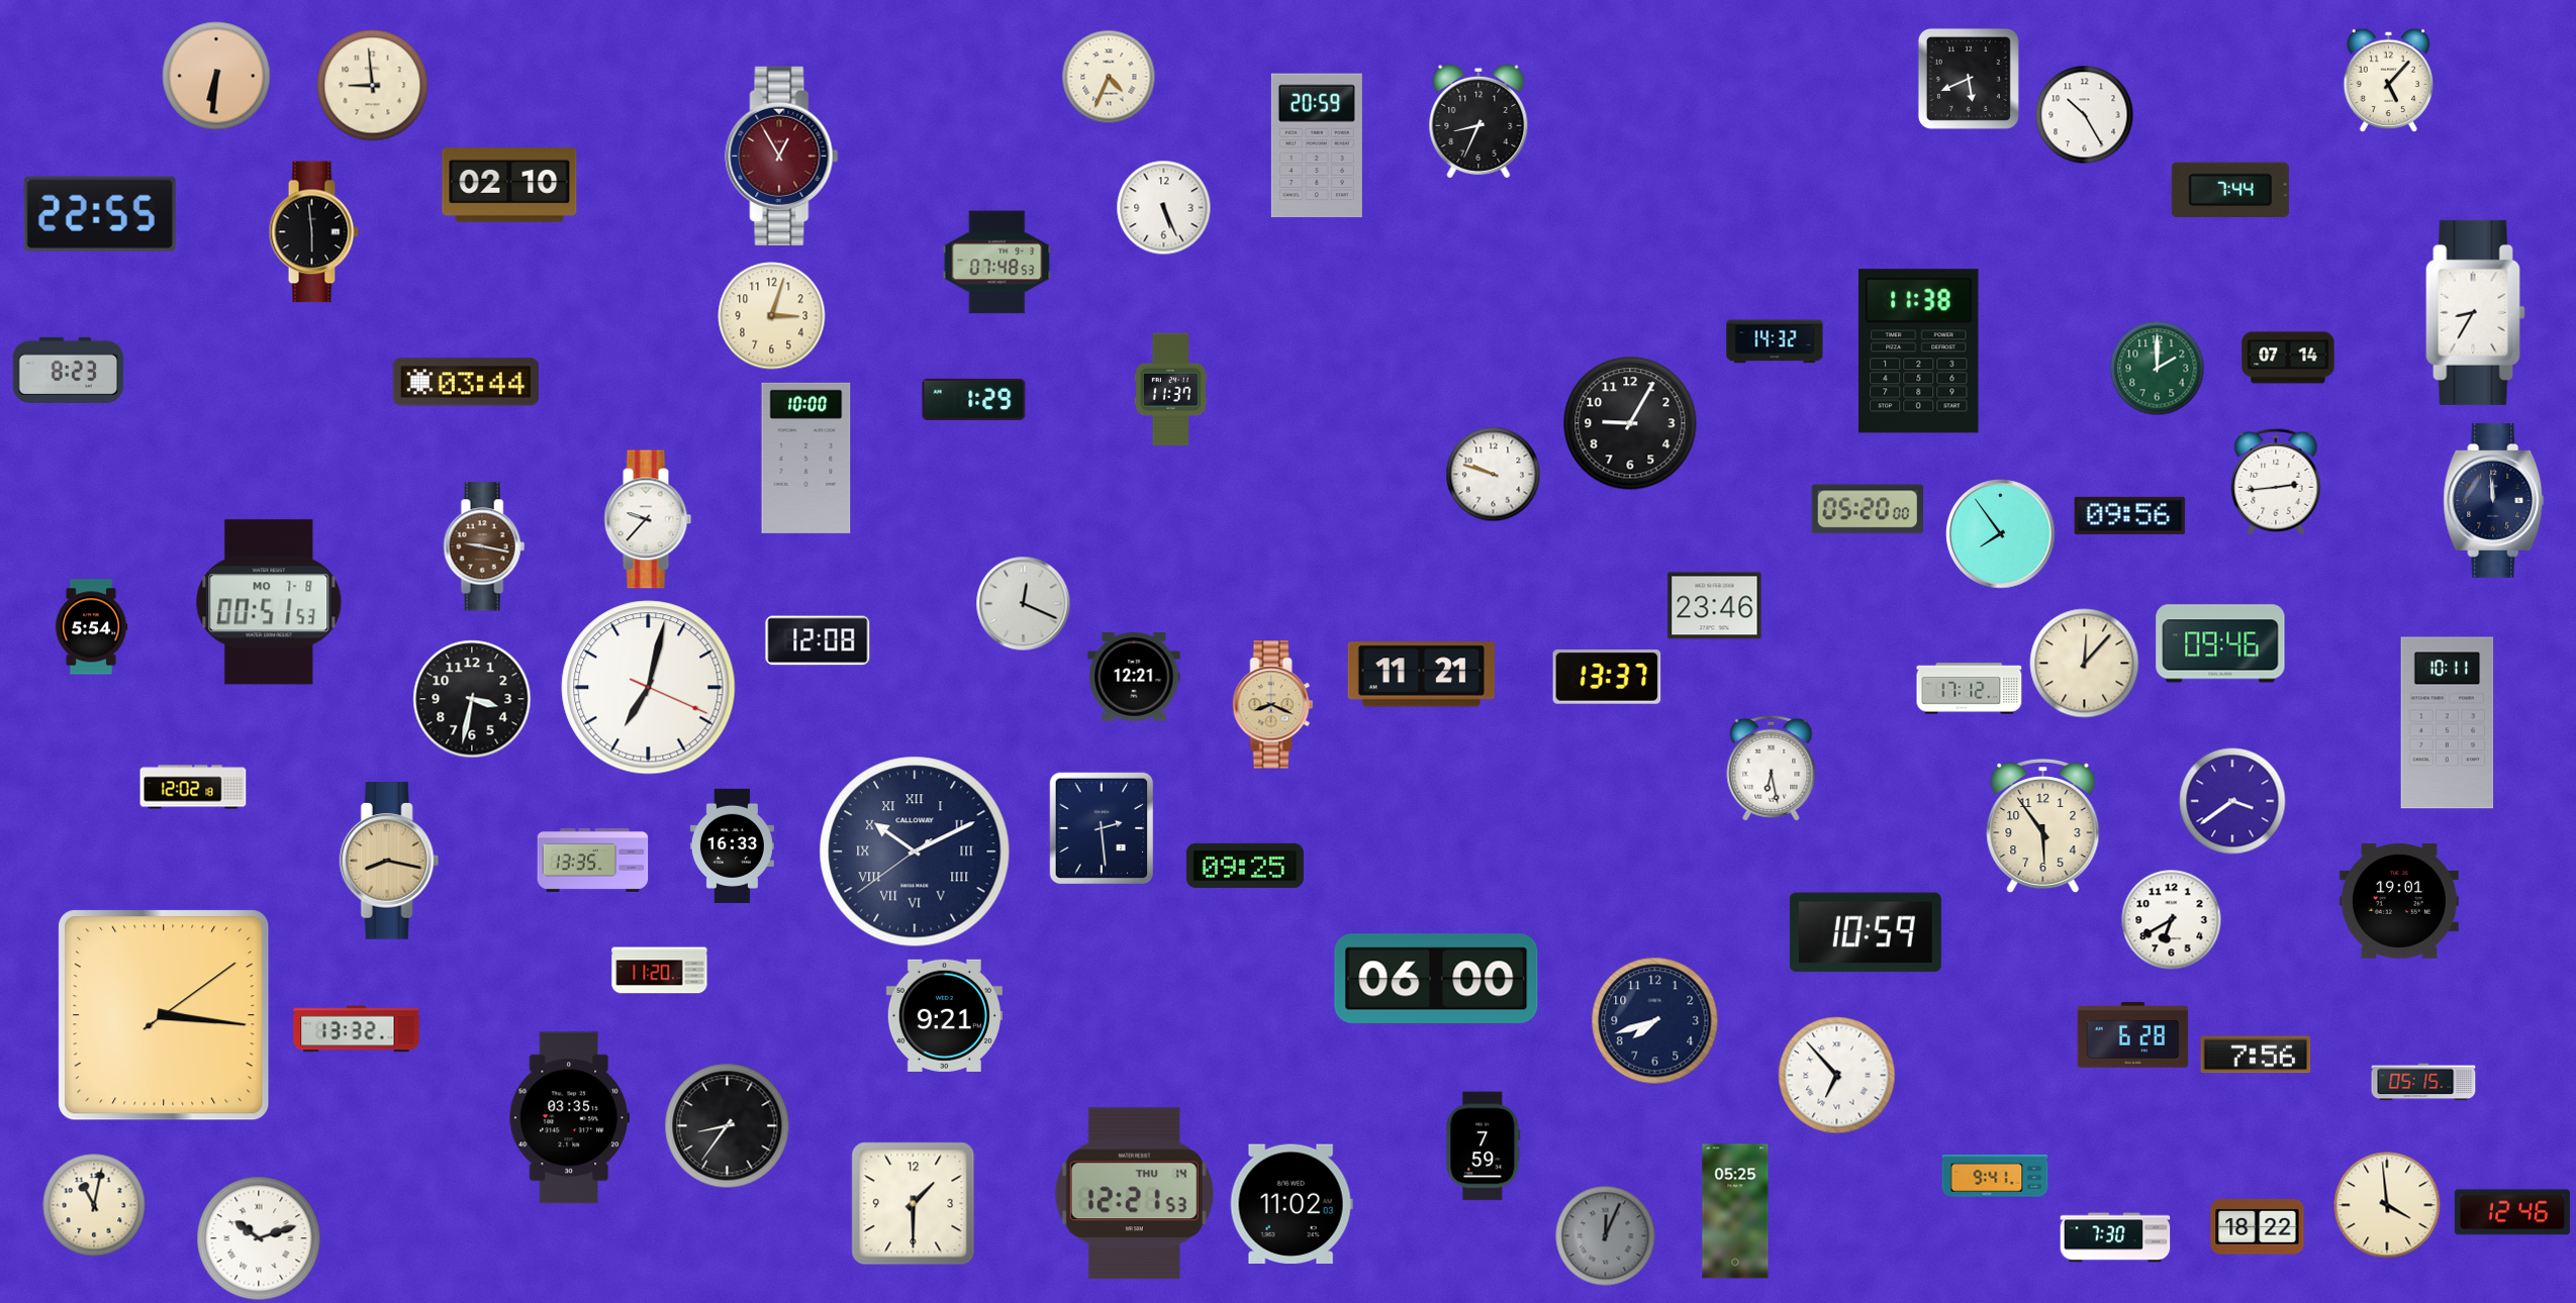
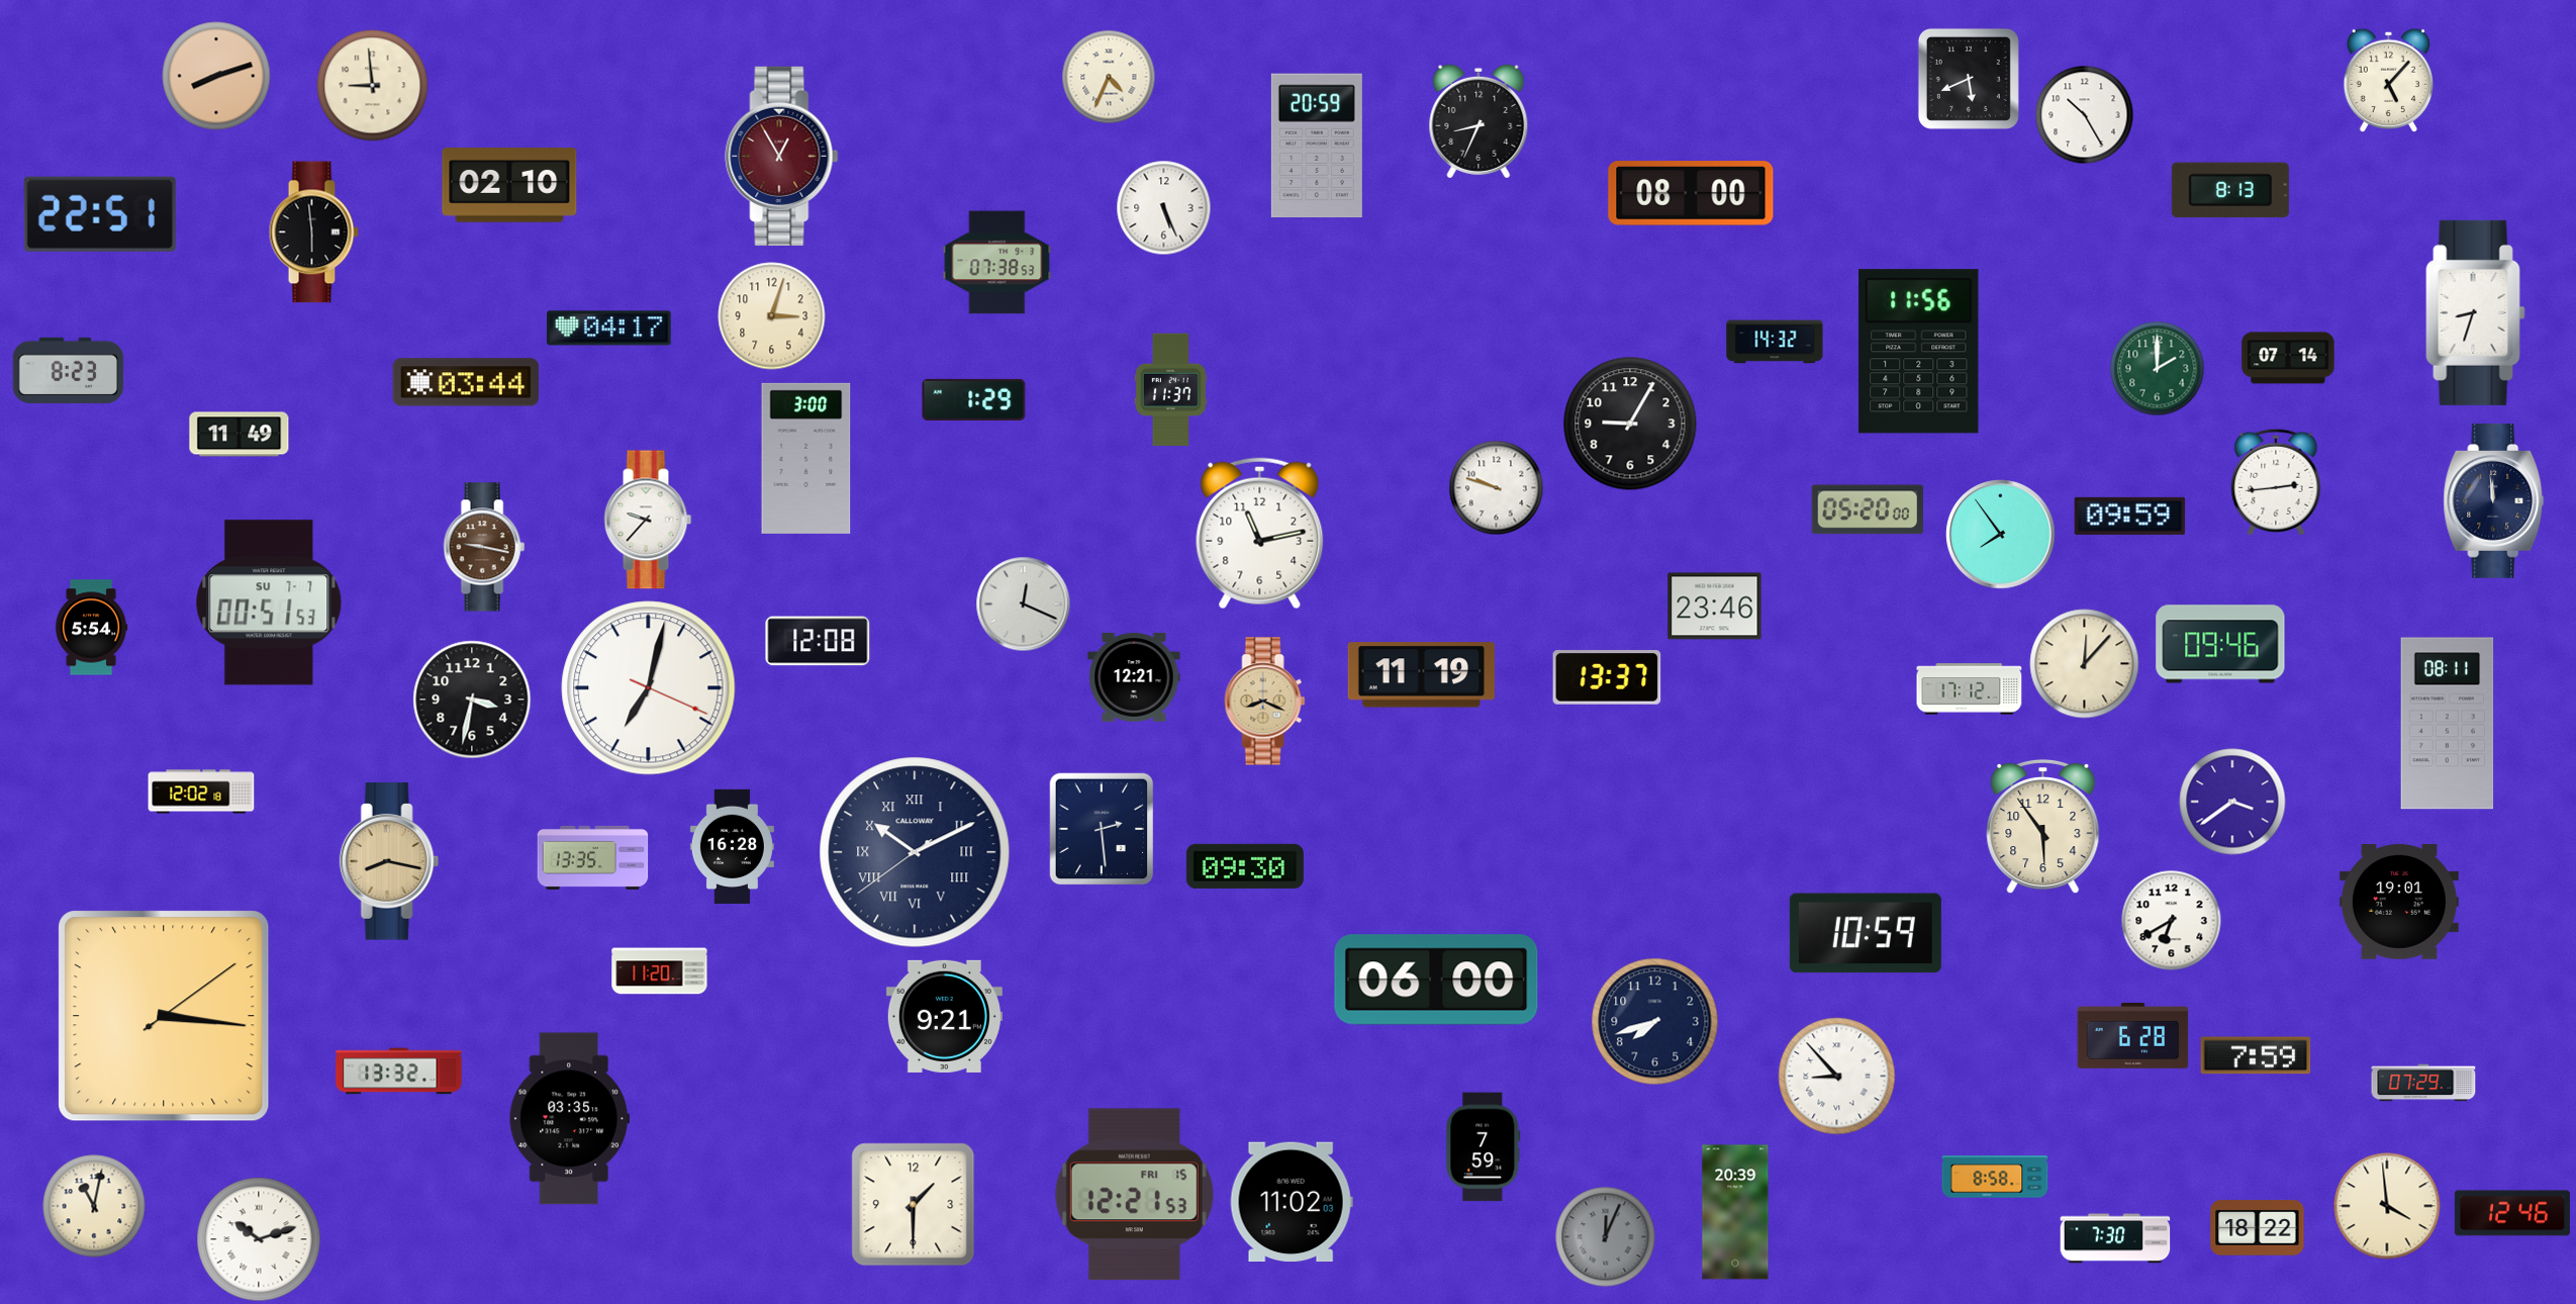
clock at (216, 76): 6:31 -> 8:12
clock at (2230, 190): 7:44 -> 8:13
clock at (1691, 193): none -> 08:00
clock at (100, 214): 22:55 -> 22:51
clock at (997, 263): 07:48 -> 07:38
clock at (2476, 312): 8:35 -> 8:33
clock at (609, 329): none -> 04:17
clock at (1919, 352): 11:38 -> 11:56
clock at (240, 435): none -> 11:49
clock at (806, 458): 10:00 -> 3:00
clock at (1494, 475) position: (1494, 475) -> (1497, 488)
clock at (2130, 515): 09:56 -> 09:59
clock at (1260, 534): none -> 11:13
clock at (269, 602) date: MO 7-8 -> SU 7-7
clock at (1421, 675): 11:21 -> 11:19
clock at (1273, 705) position: (1273, 705) -> (1265, 702)
clock at (2448, 723): 10:11 -> 08:11
clock at (1772, 768): 6:28 -> none
clock at (193, 787) position: (193, 787) -> (201, 791)
clock at (732, 845): 16:33 -> 16:28
clock at (593, 860) position: (593, 860) -> (593, 857)
clock at (1245, 866): 09:25 -> 09:30
clock at (357, 1029) position: (357, 1029) -> (399, 1072)
clock at (2256, 1055): 7:56 -> 7:59
clock at (1837, 1076): 6:53 -> 8:53
clock at (2423, 1082): 05:15 -> 07:29
clock at (728, 1126): 8:36 -> none
clock at (1995, 1176): 9:41 -> 8:58
clock at (1134, 1194) date: THU 14 -> FRI 15
clock at (1292, 1204) position: (1292, 1204) -> (1292, 1202)
clock at (1735, 1211): 05:25 -> 20:39
